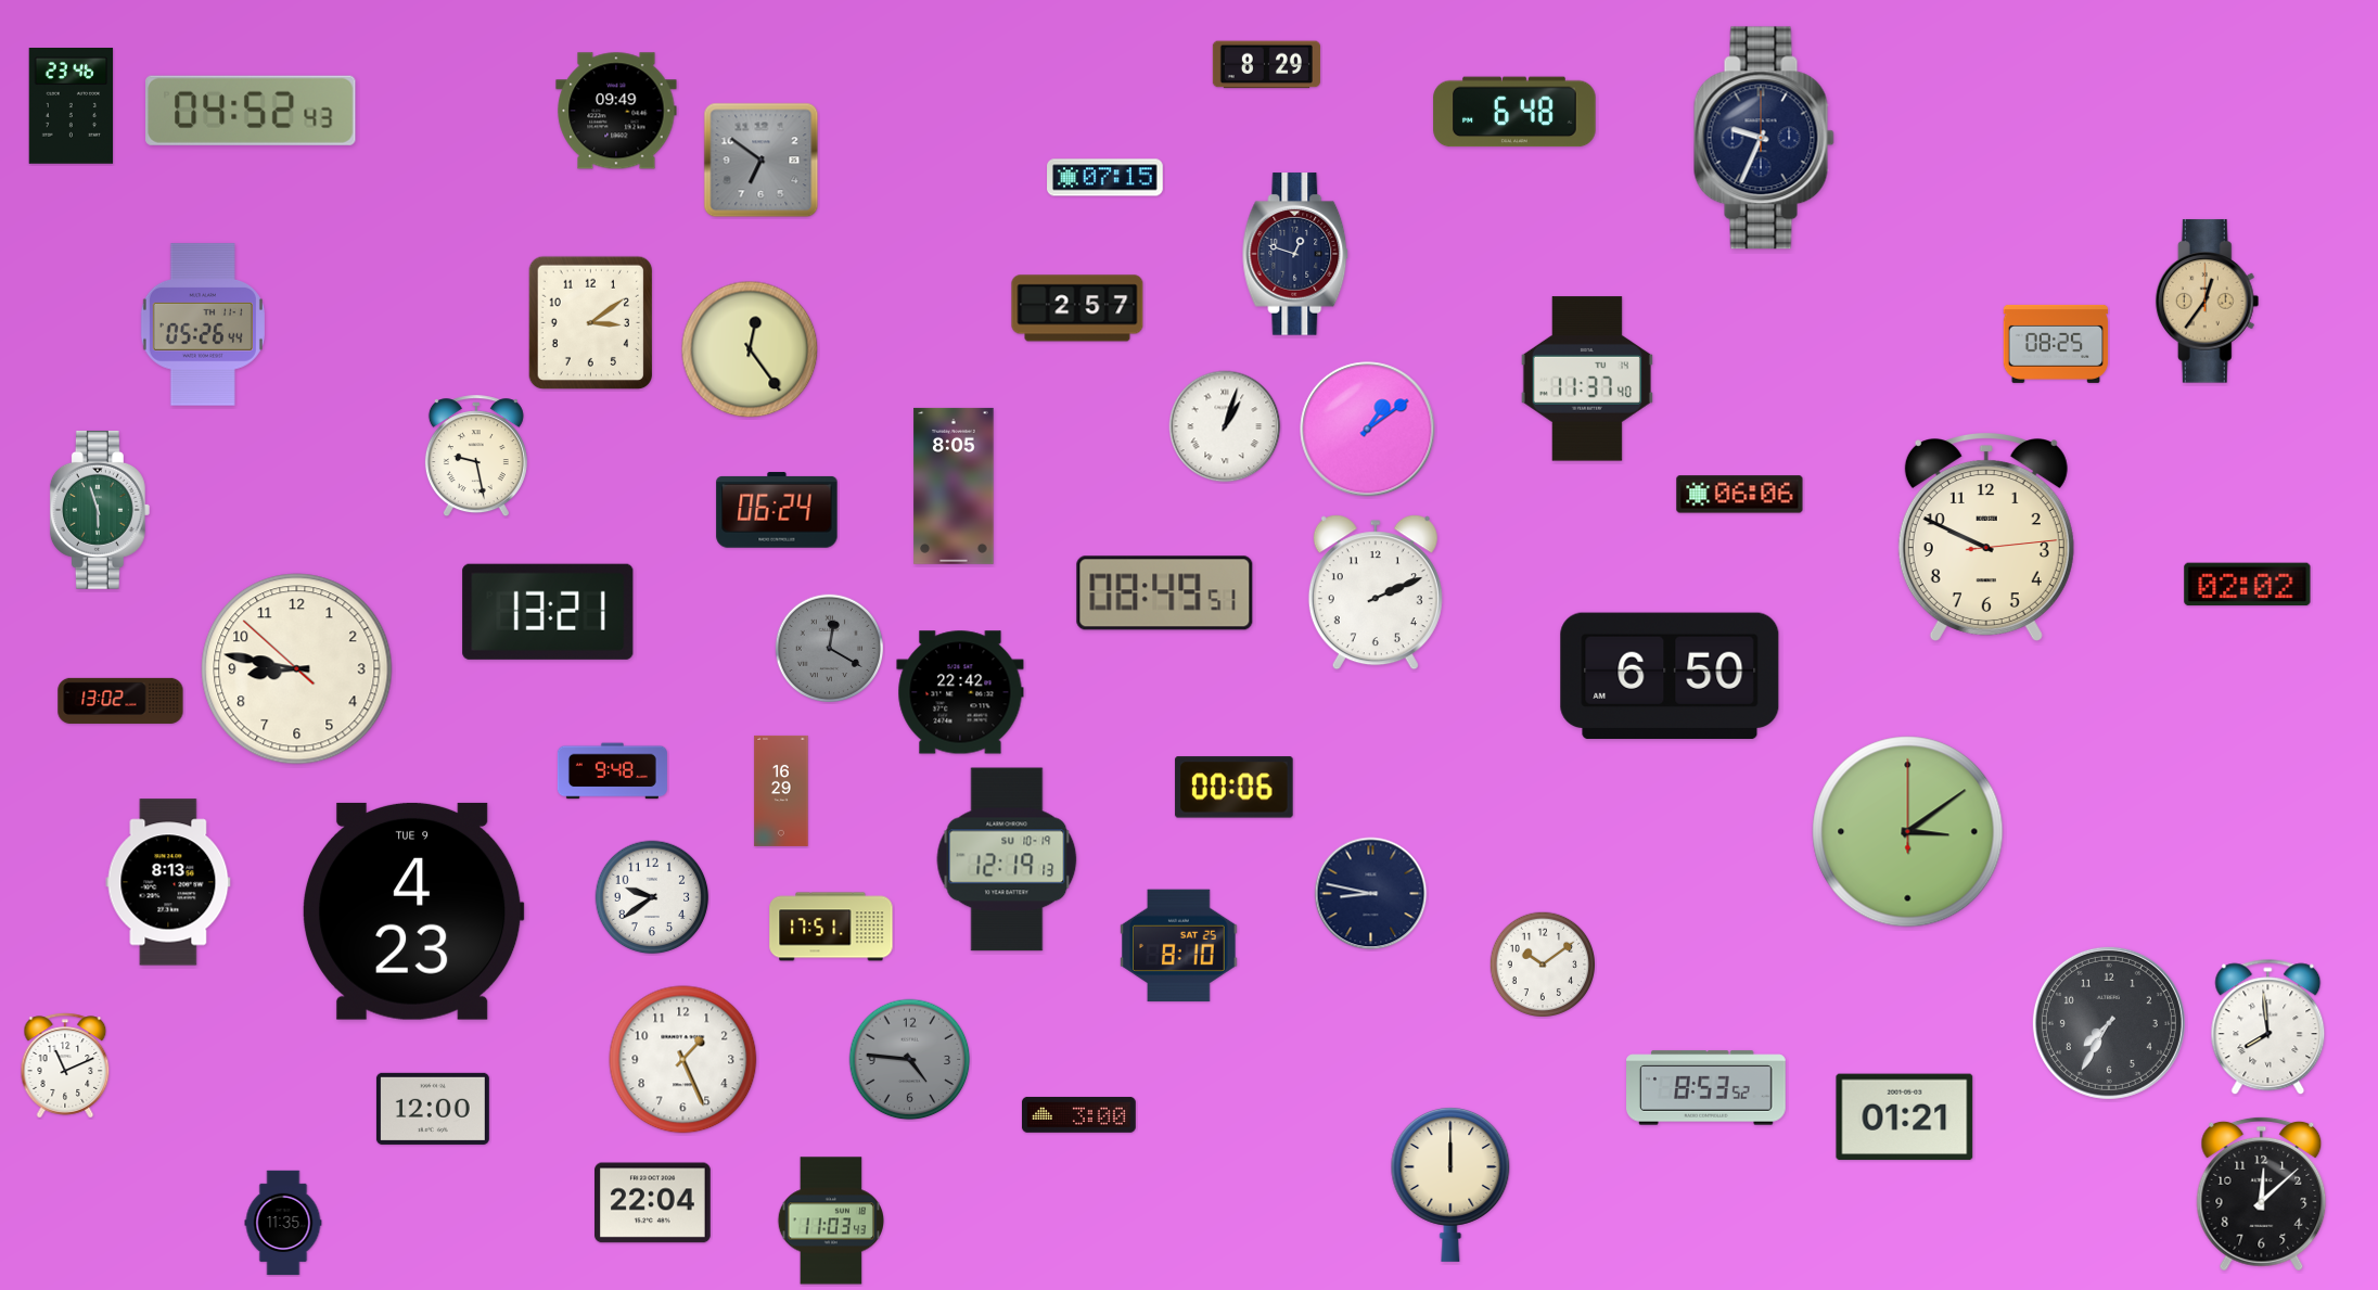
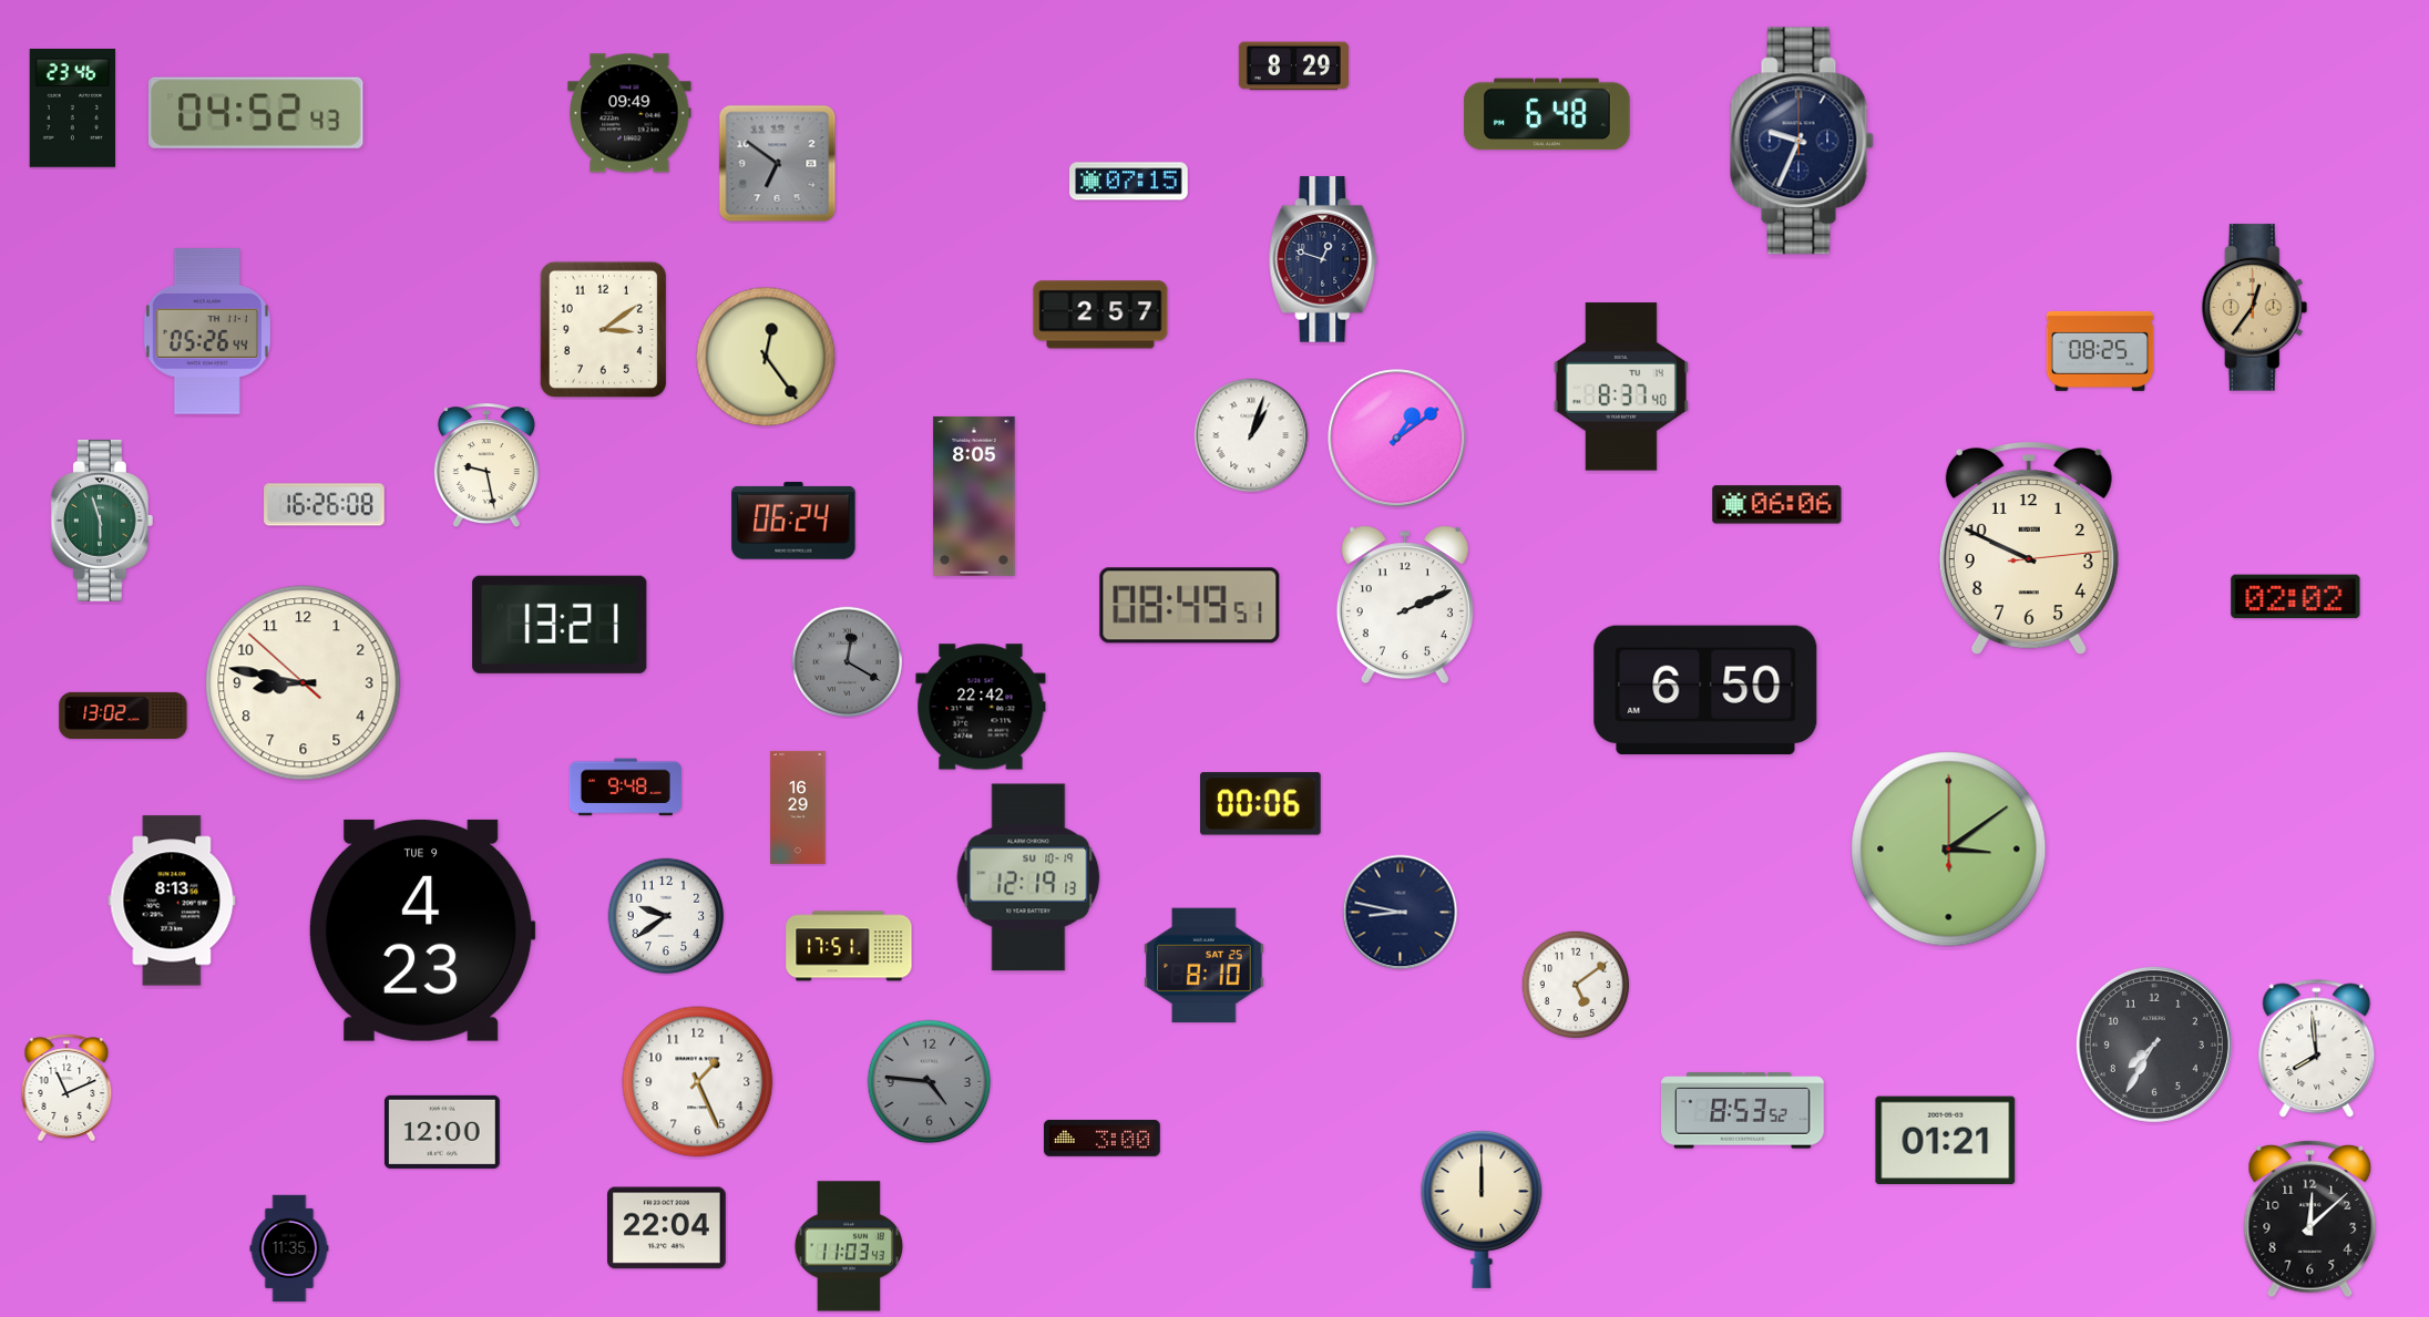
clock at (1587, 379): 11:37 -> 8:37
clock at (325, 505): none -> 16:26
clock at (1542, 963): 10:09 -> 5:09
